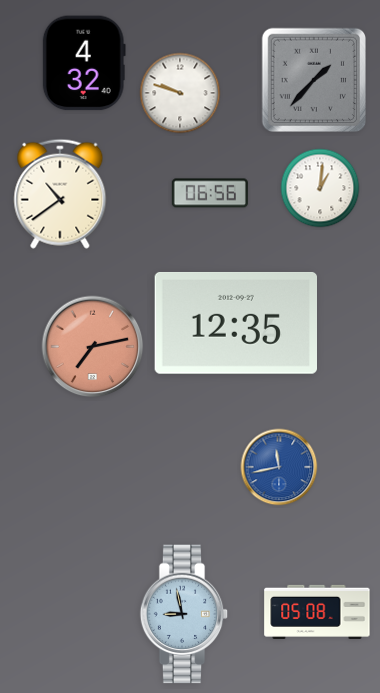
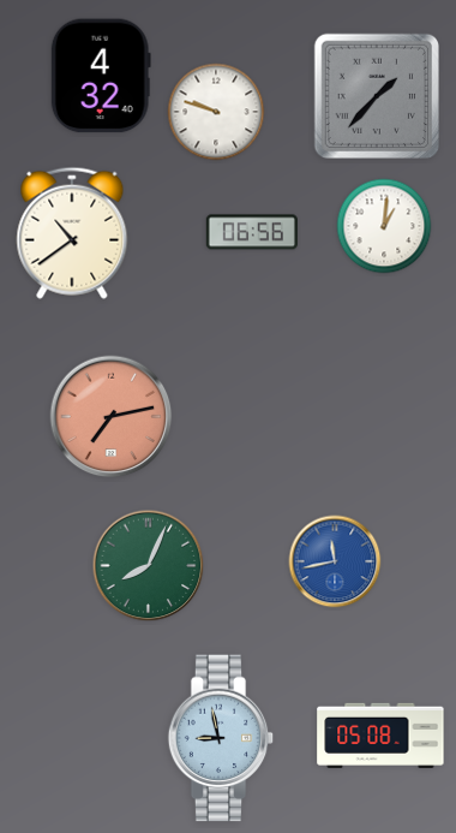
clock at (235, 323): 12:35 -> none
clock at (149, 566): none -> 8:04
